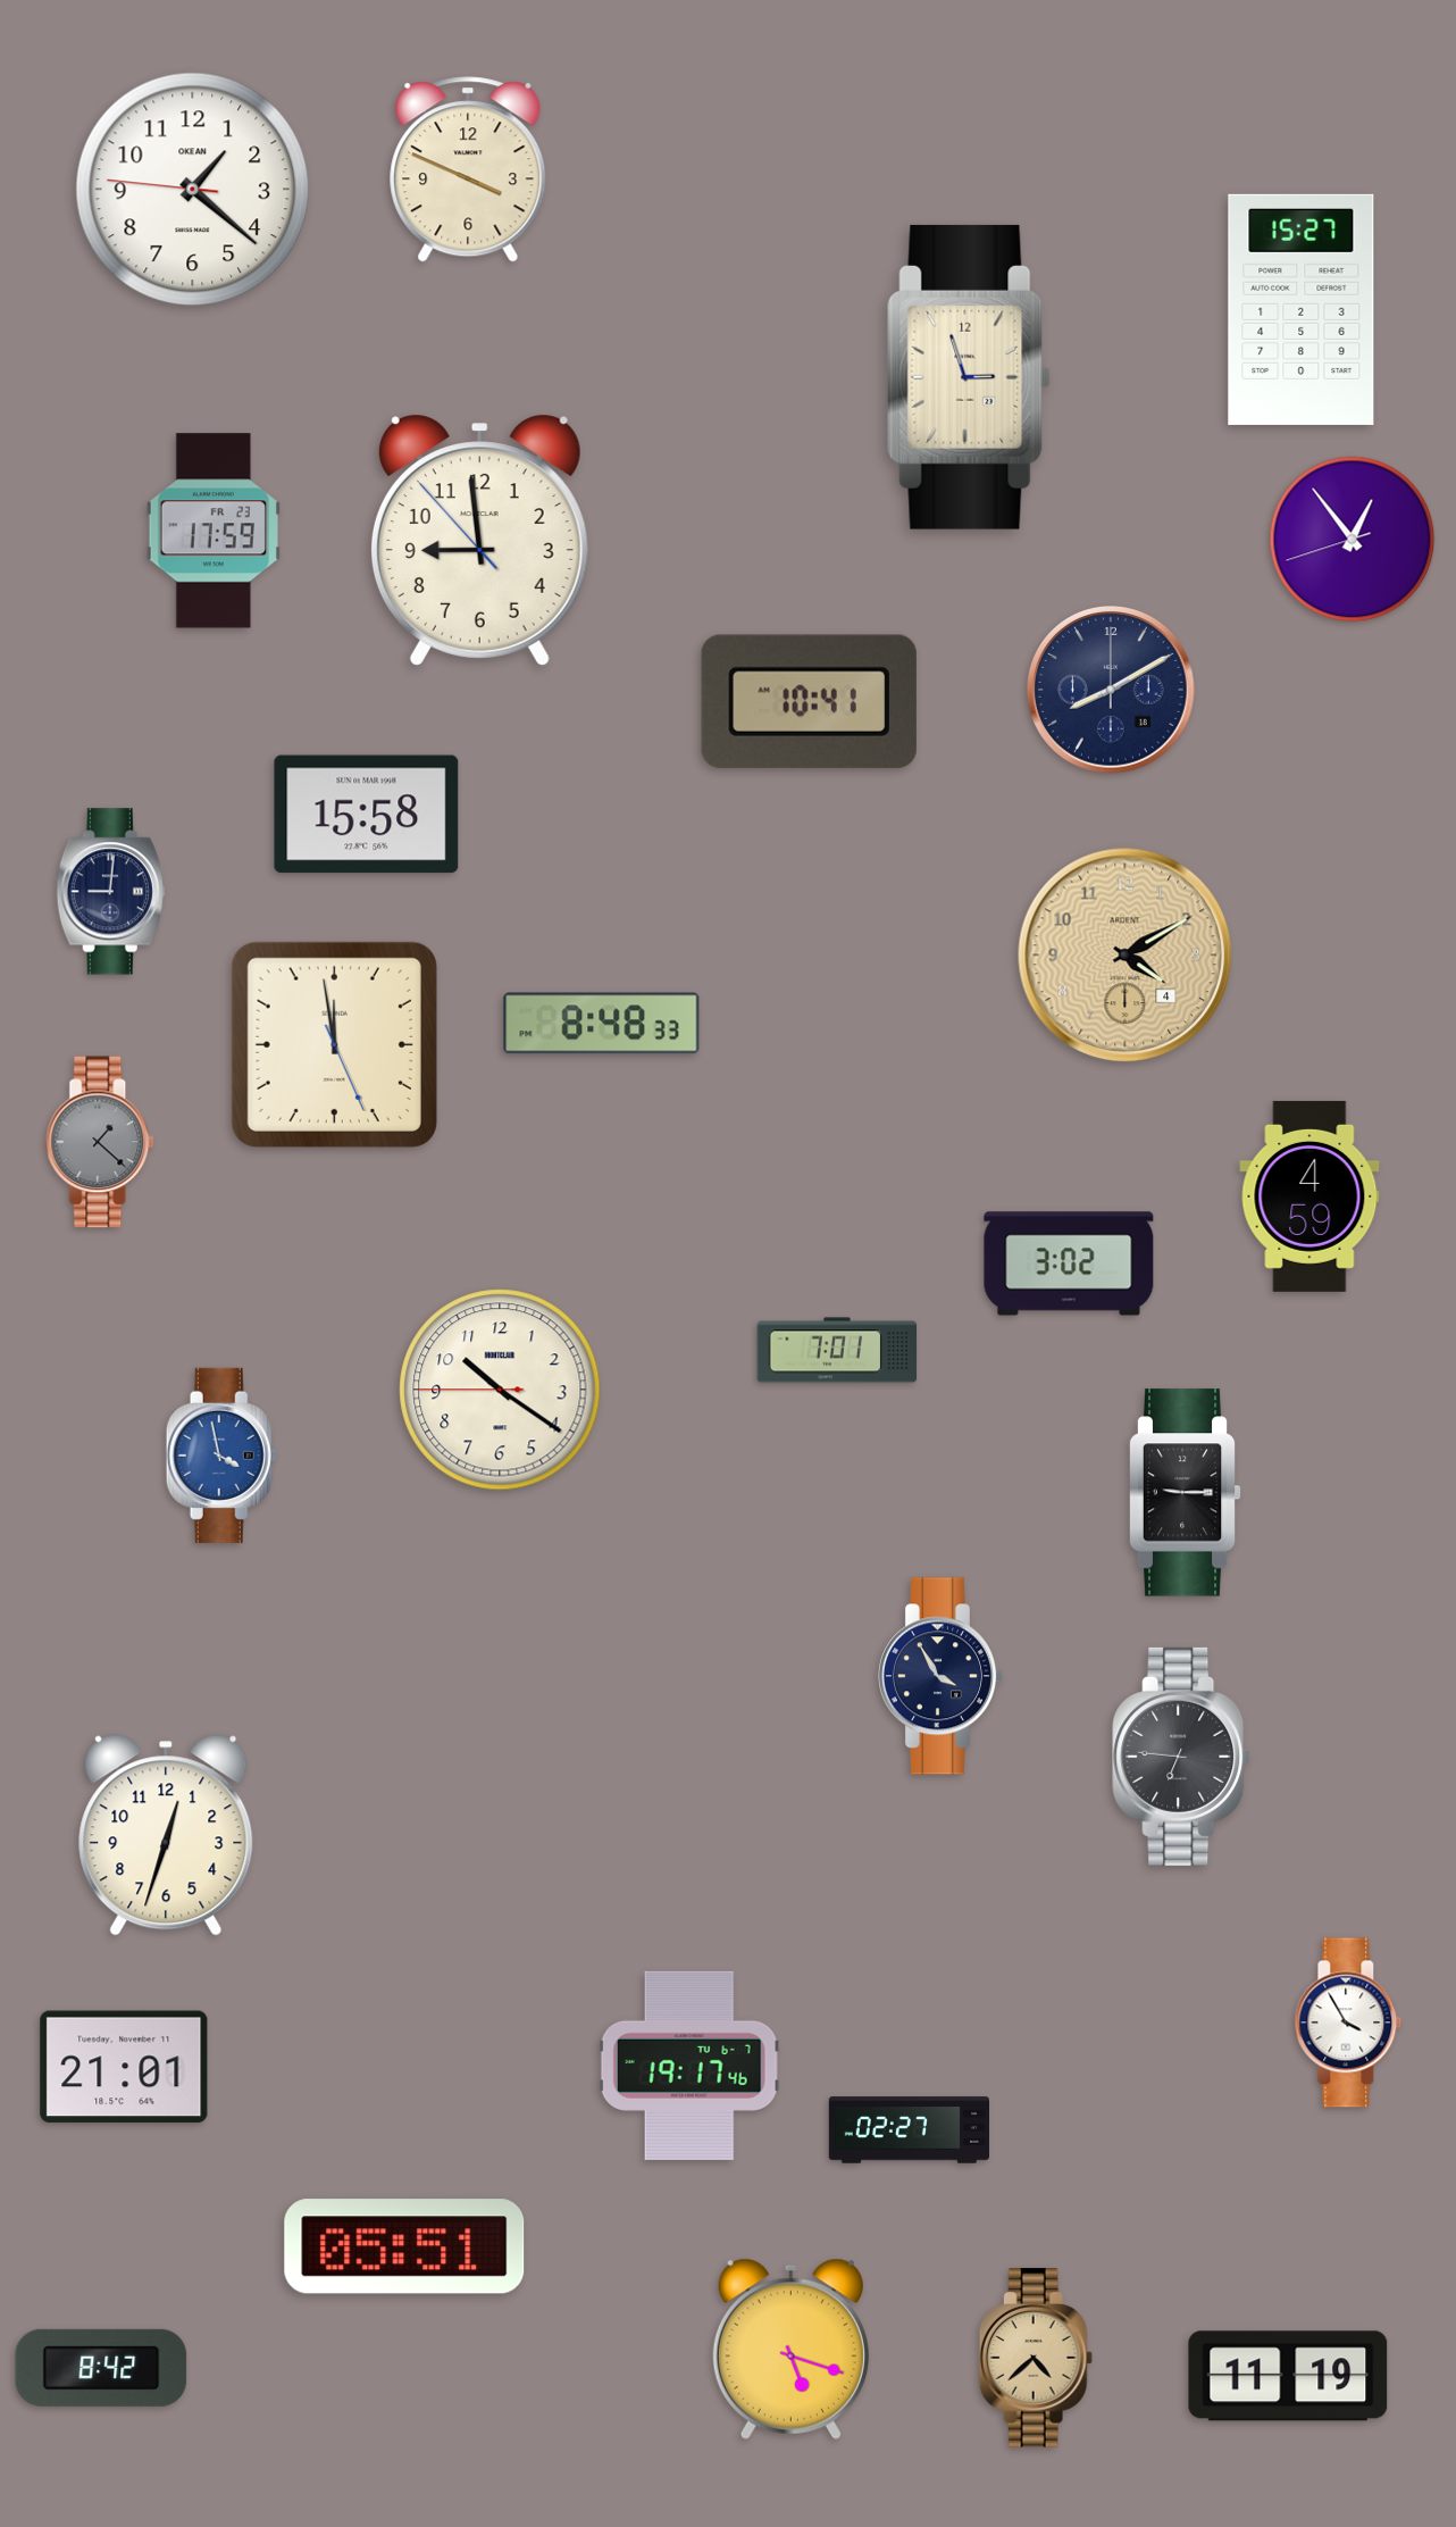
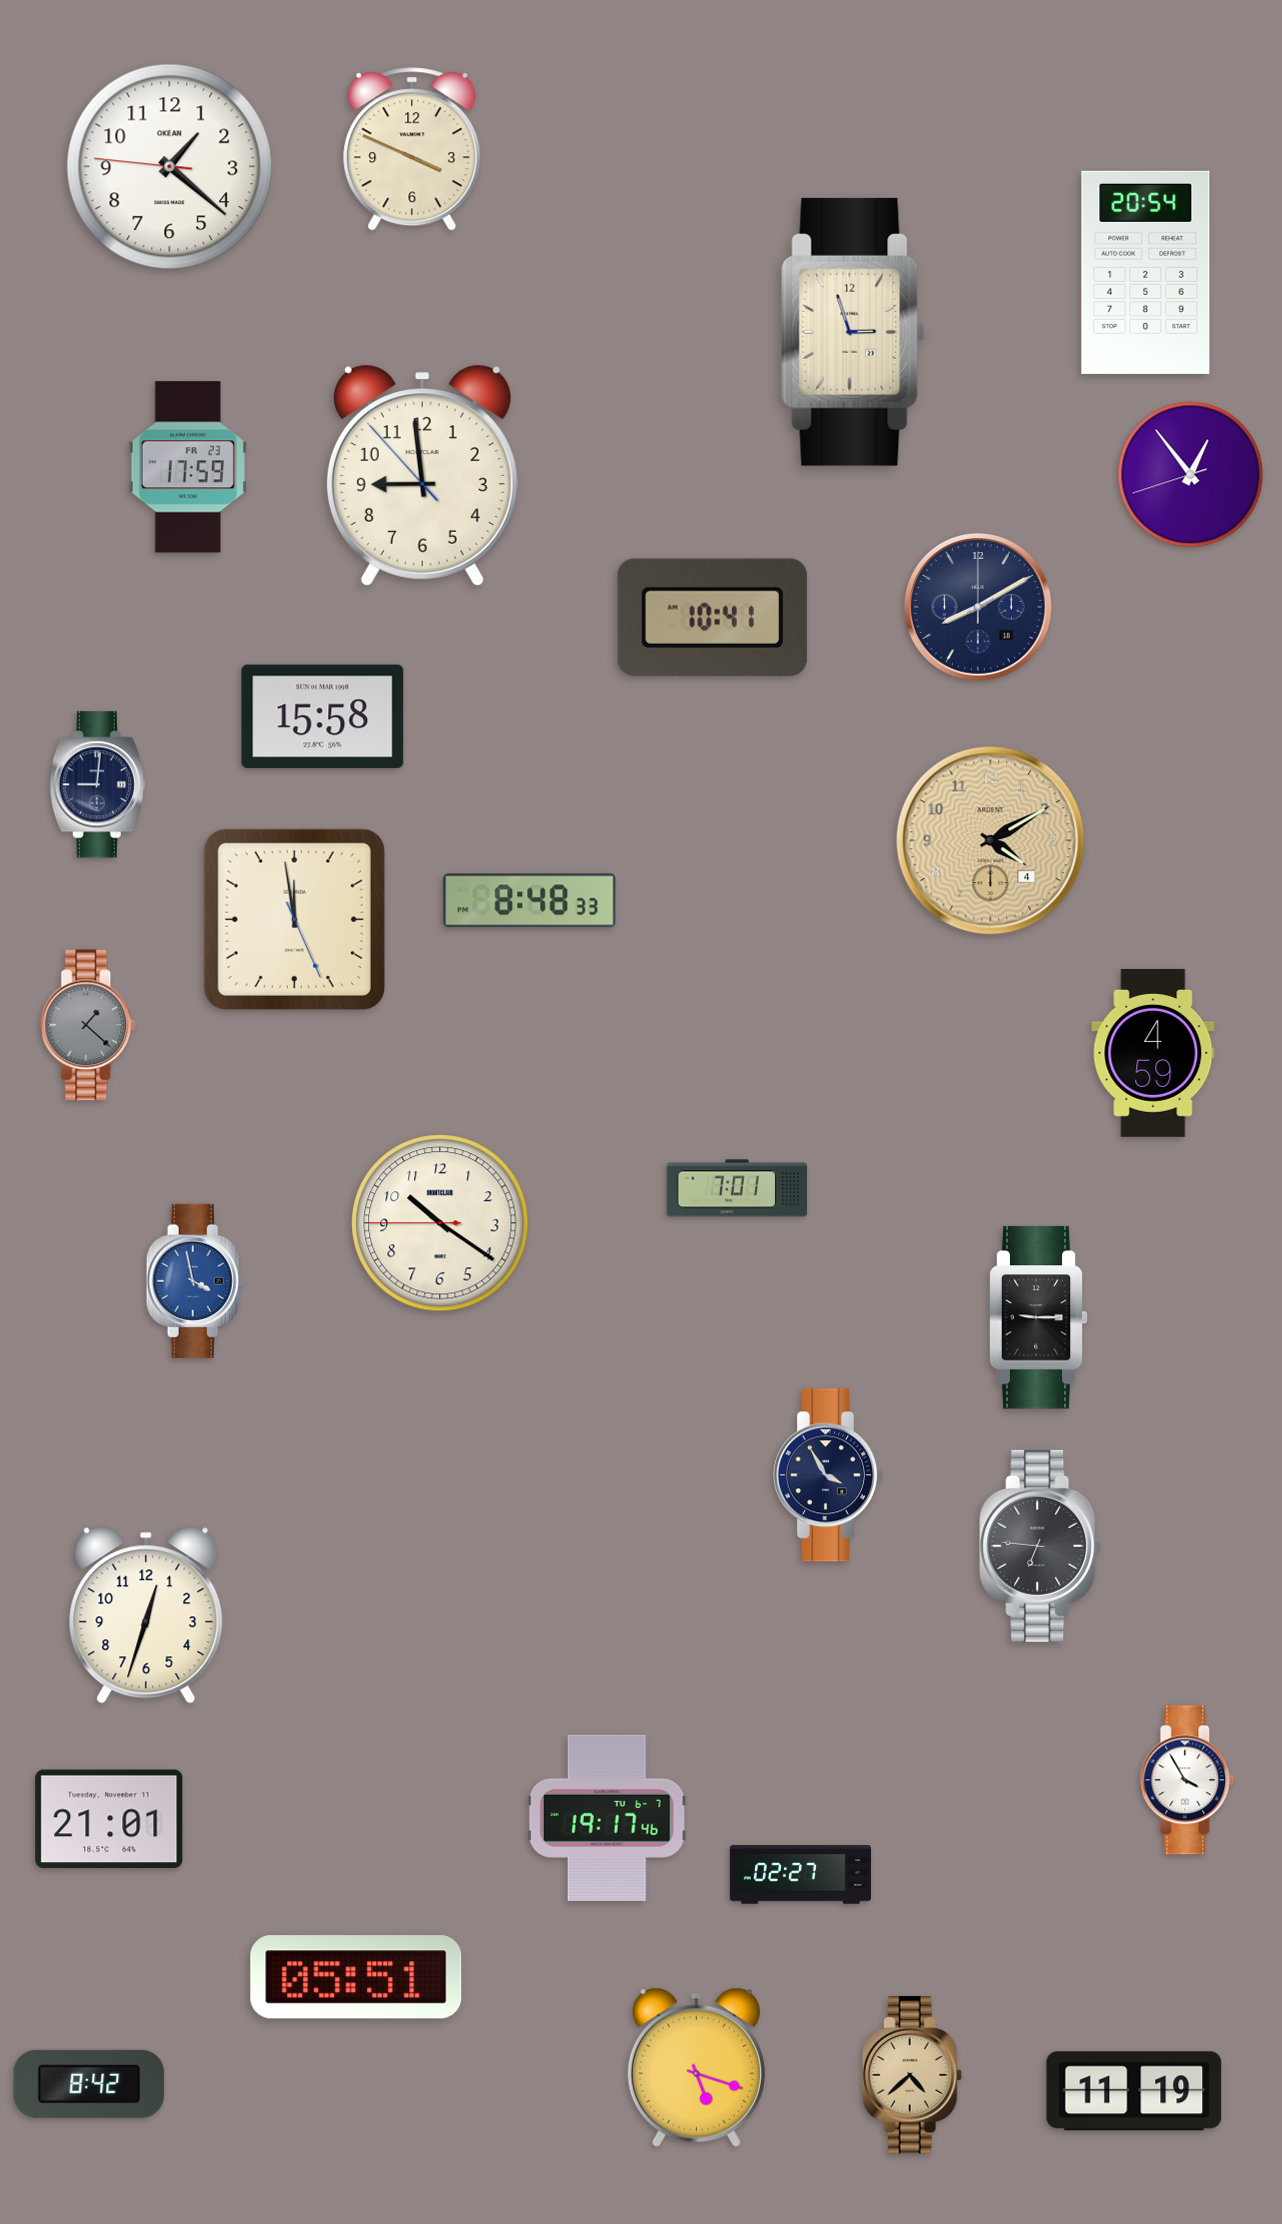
clock at (1302, 309): 15:27 -> 20:54
clock at (101, 1142) position: (101, 1142) -> (89, 1025)
clock at (1069, 1263): 3:02 -> none
clock at (1185, 1493) position: (1185, 1493) -> (1038, 1318)
